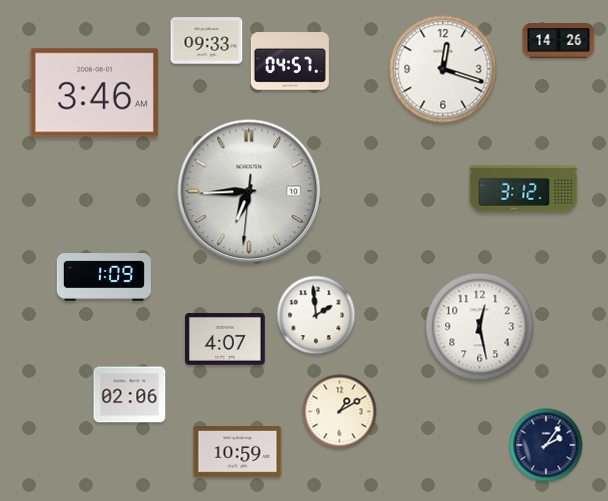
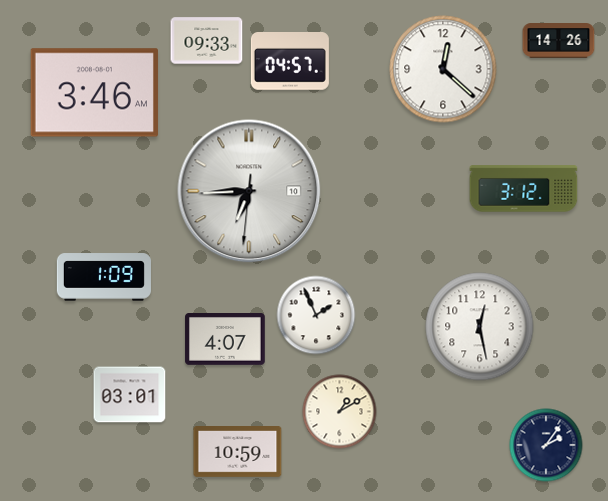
clock at (443, 69): 12:18 -> 12:22
clock at (316, 315): 1:59 -> 1:56
clock at (130, 395): 02:06 -> 03:01
